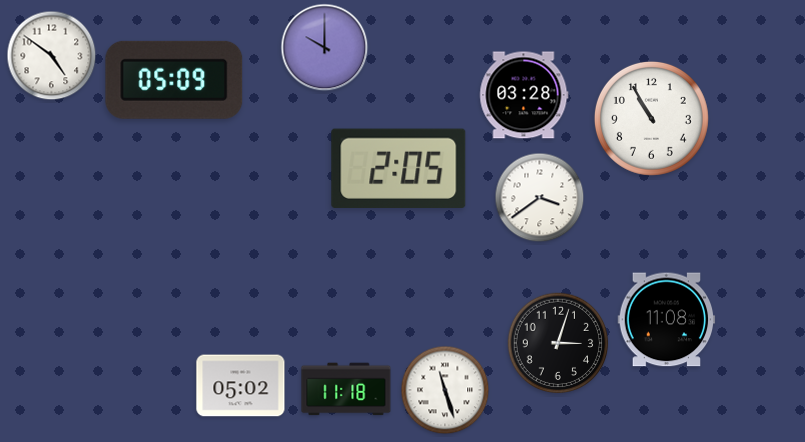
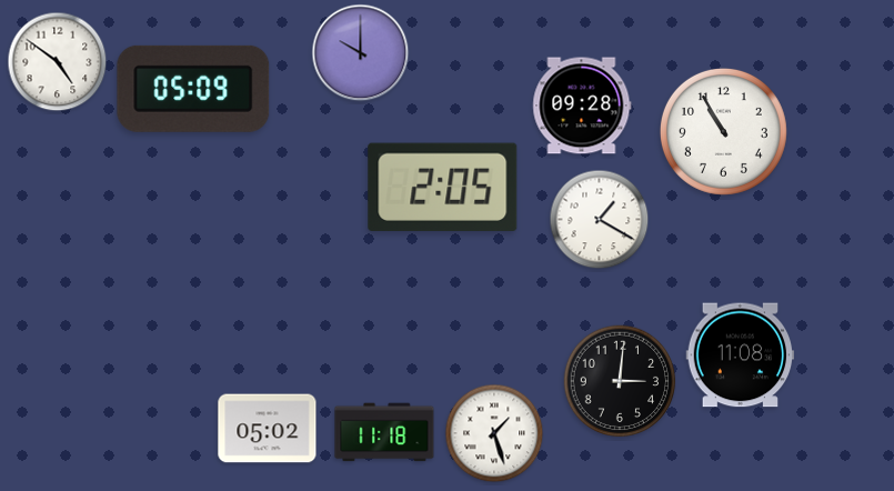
clock at (524, 95): 03:28 -> 09:28
clock at (540, 198): 3:39 -> 1:20
clock at (558, 343): 3:03 -> 3:01
clock at (445, 390): 11:27 -> 1:27
